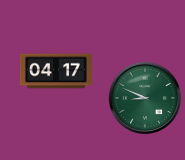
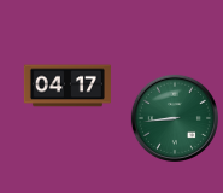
clock at (144, 97): 8:49 -> 8:44
